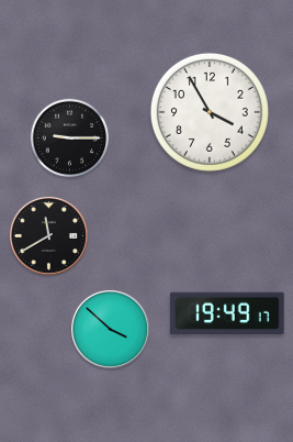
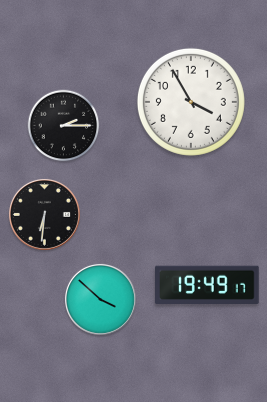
clock at (70, 139): 9:15 -> 2:15
clock at (48, 235): 11:40 -> 6:31
